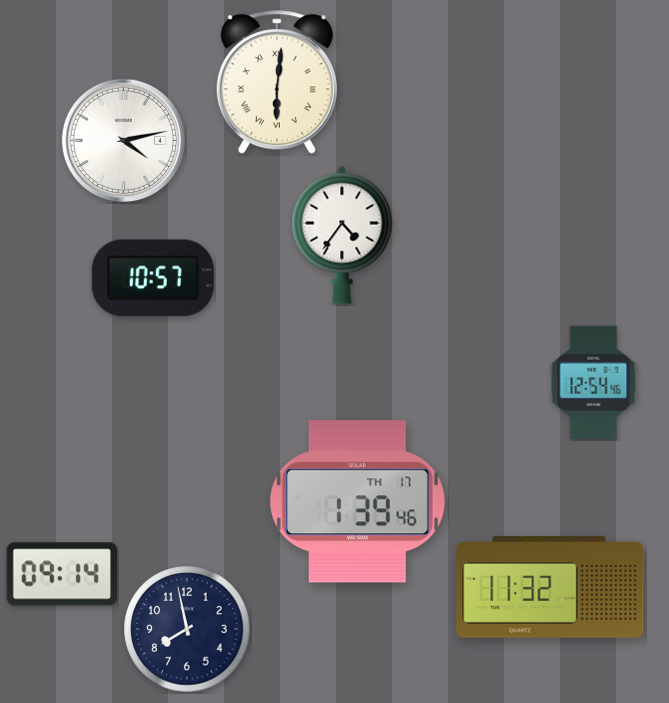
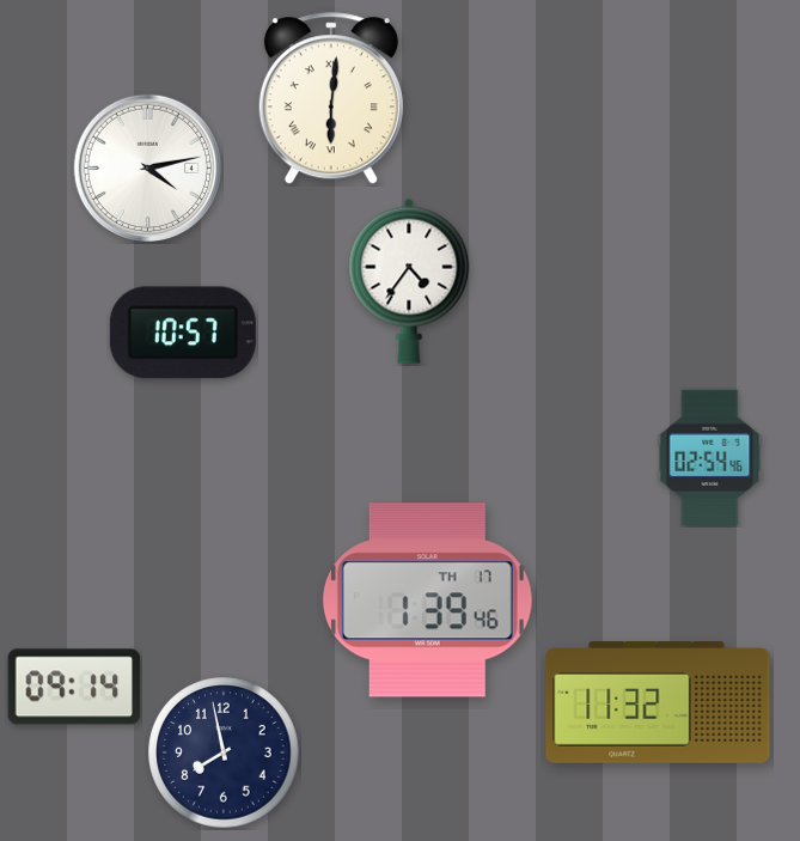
clock at (594, 382): 12:54 -> 02:54
